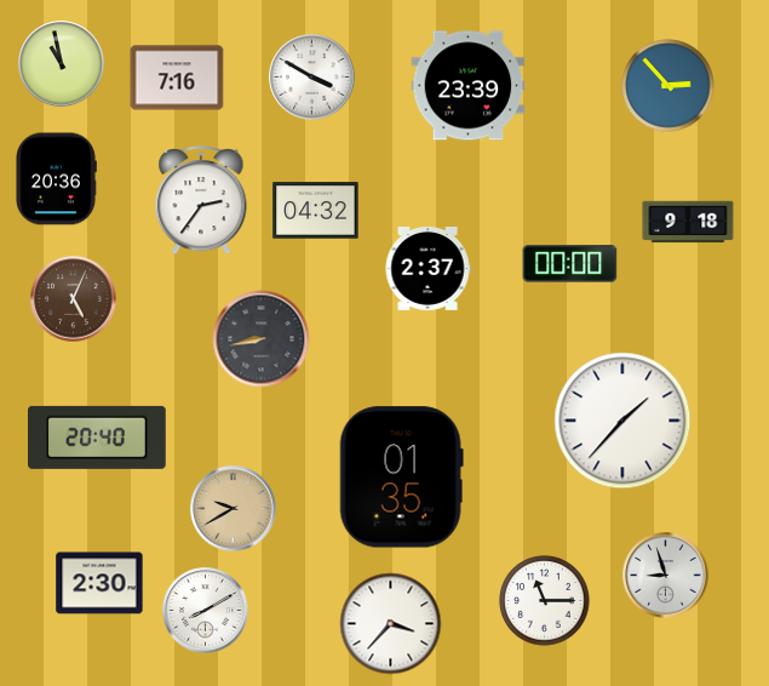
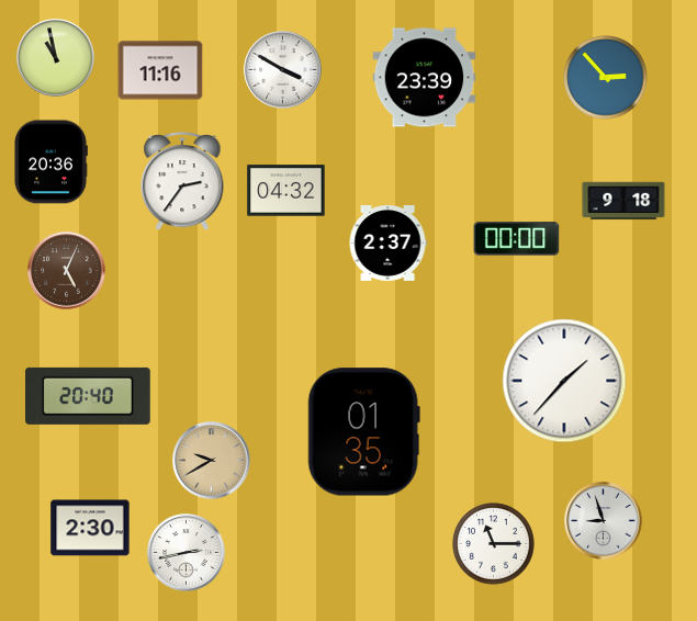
clock at (177, 78): 7:16 -> 11:16
clock at (262, 339): 8:43 -> none
clock at (206, 611): 8:10 -> 2:43
clock at (391, 624): 3:37 -> none
